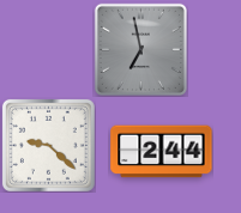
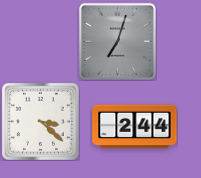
clock at (140, 49): 6:58 -> 7:03
clock at (48, 145): 9:22 -> 3:22
